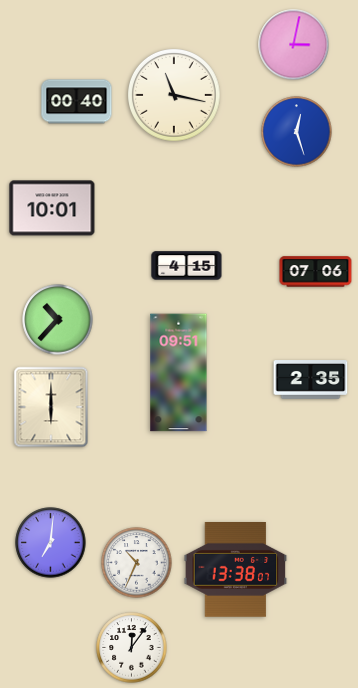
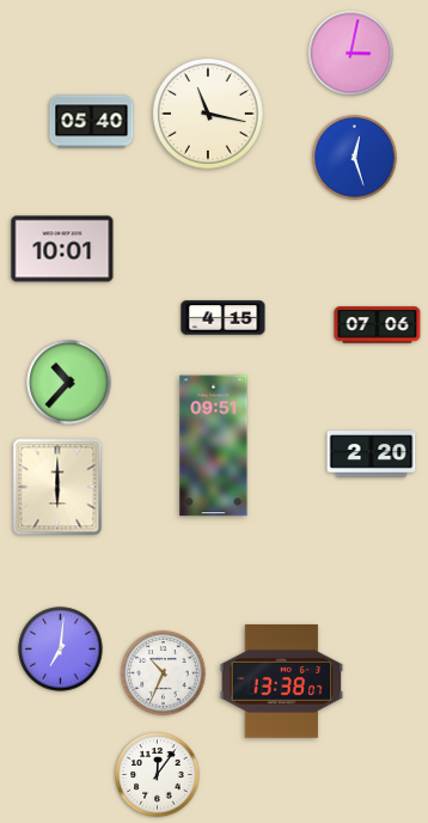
clock at (77, 102): 00:40 -> 05:40
clock at (311, 380): 2:35 -> 2:20
clock at (51, 407) position: (51, 407) -> (57, 487)
